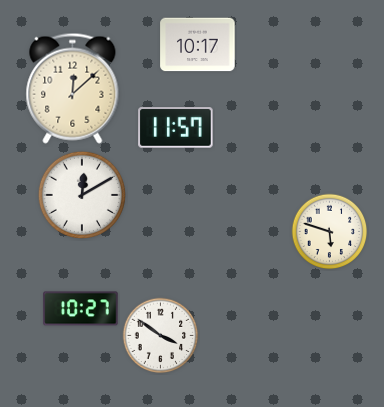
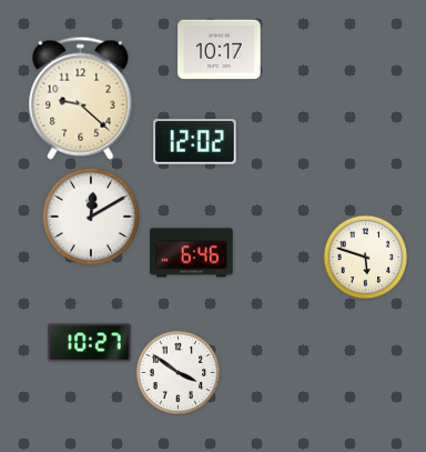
clock at (73, 88): 12:08 -> 9:22
clock at (176, 128): 11:57 -> 12:02
clock at (192, 253): none -> 6:46
